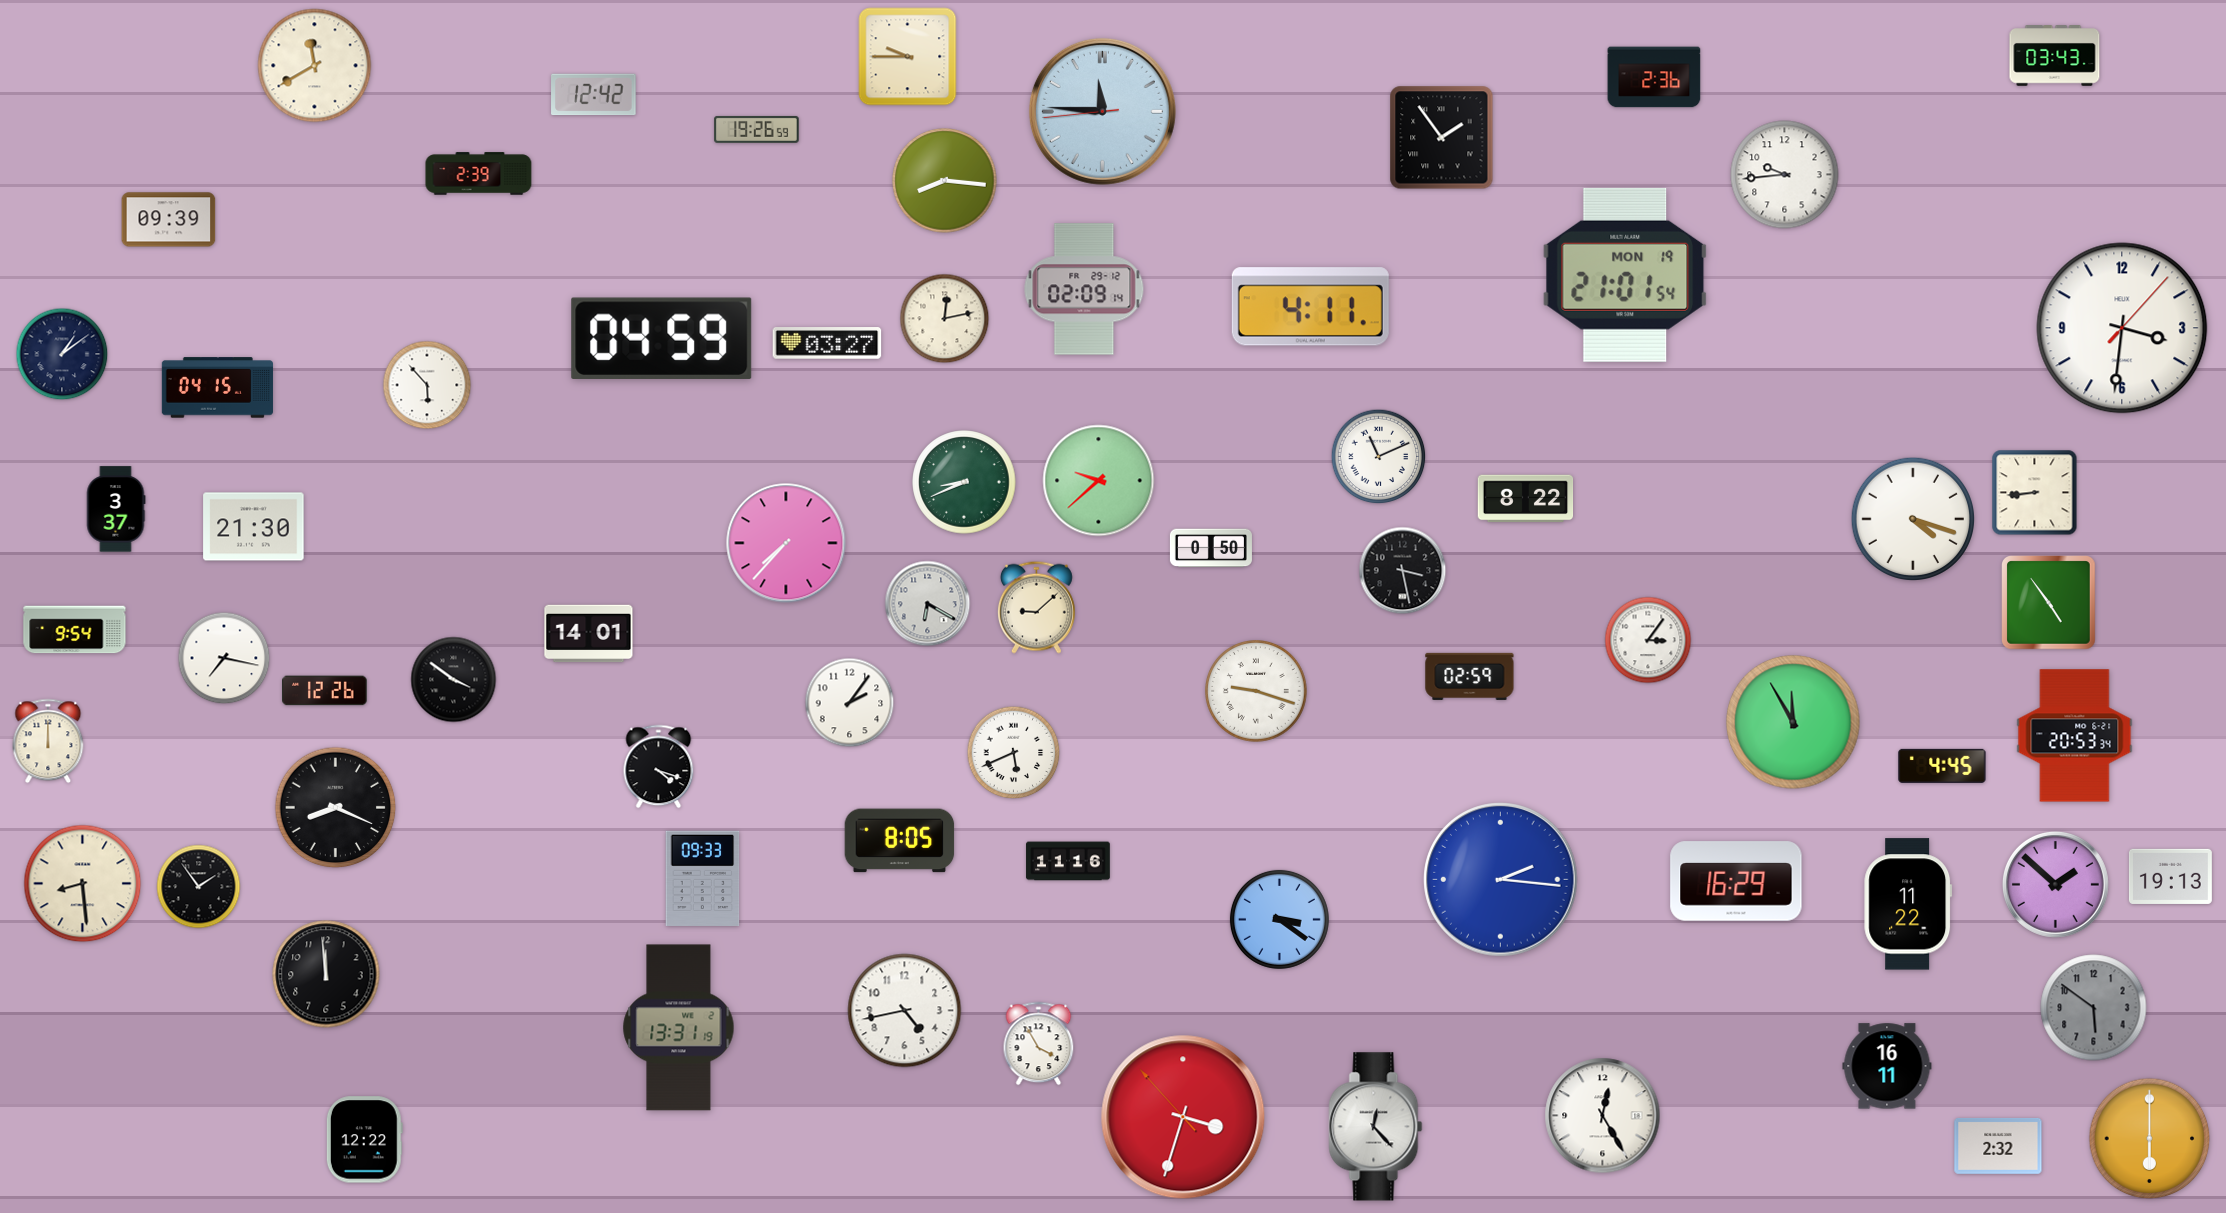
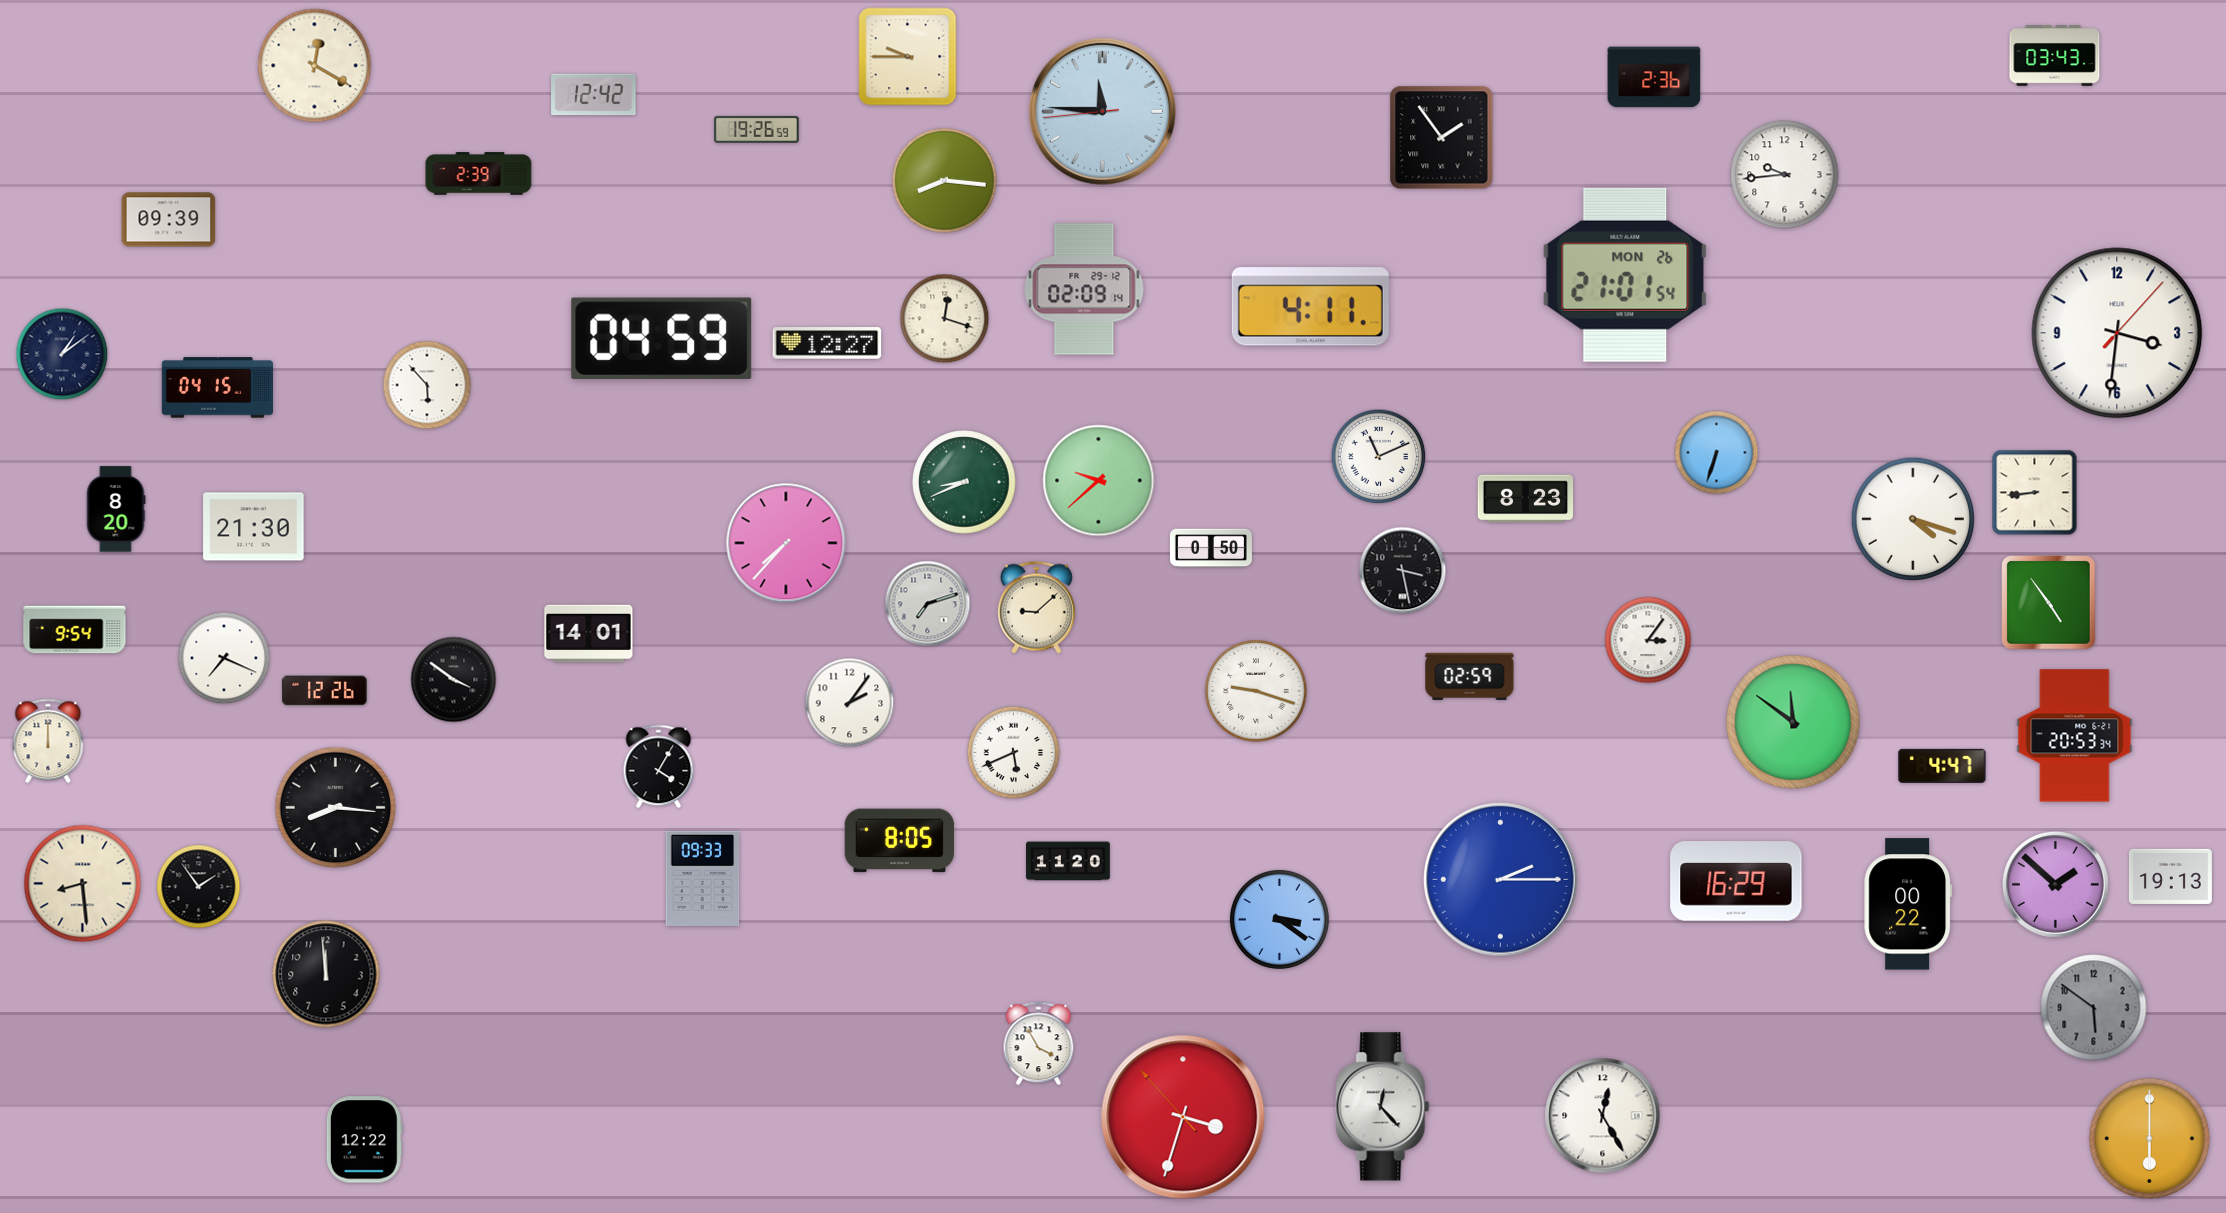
clock at (315, 66): 11:40 -> 12:20
clock at (1625, 275) date: MON 19 -> MON 26
clock at (945, 319): 12:13 -> 12:18
clock at (2122, 328) position: (2122, 328) -> (2117, 333)
clock at (827, 343): 03:27 -> 12:27
clock at (1717, 453): none -> 6:33
clock at (1526, 499): 8:22 -> 8:23
clock at (116, 509): 3:37 -> 8:20
clock at (928, 604): 6:20 -> 7:12
clock at (224, 658): 7:17 -> 7:19
clock at (1793, 722): 11:55 -> 11:51
clock at (1942, 766): 4:45 -> 4:47
clock at (659, 767): 4:18 -> 4:05
clock at (336, 808): 8:19 -> 8:16
clock at (1068, 861): 11:16 -> 11:20
clock at (1501, 880): 2:16 -> 2:15
clock at (1908, 904): 11:22 -> 00:22
clock at (905, 1011): 4:43 -> none
clock at (679, 1028): 13:31 -> none
clock at (1887, 1066): 16:11 -> none
clock at (1376, 1127) position: (1376, 1127) -> (1383, 1107)
clock at (1998, 1146): 2:32 -> none
